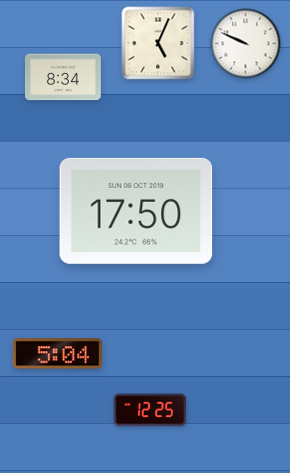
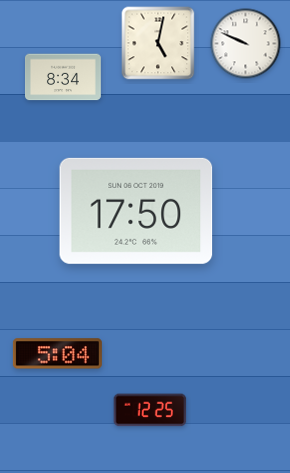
clock at (158, 43): 5:04 -> 5:02
